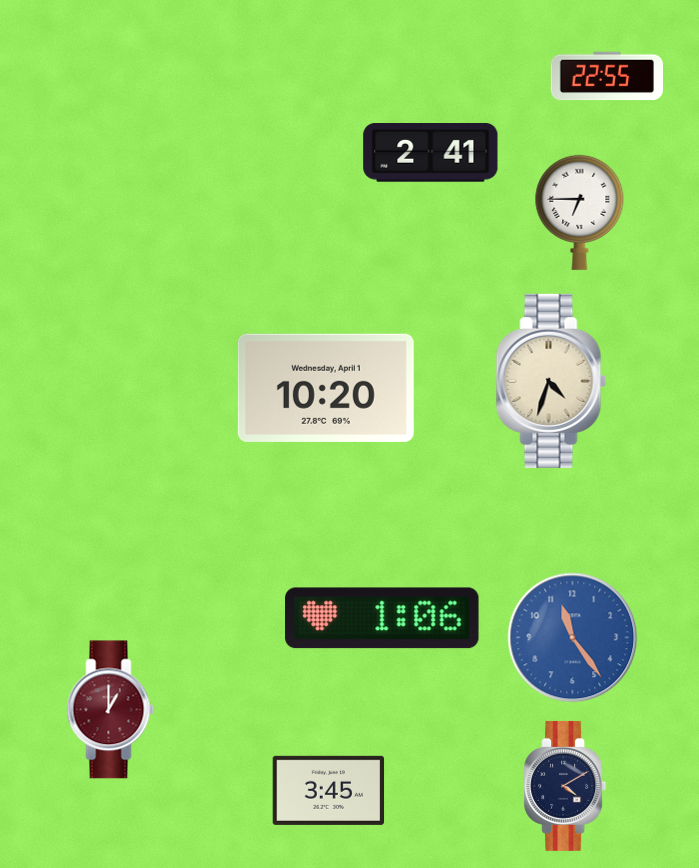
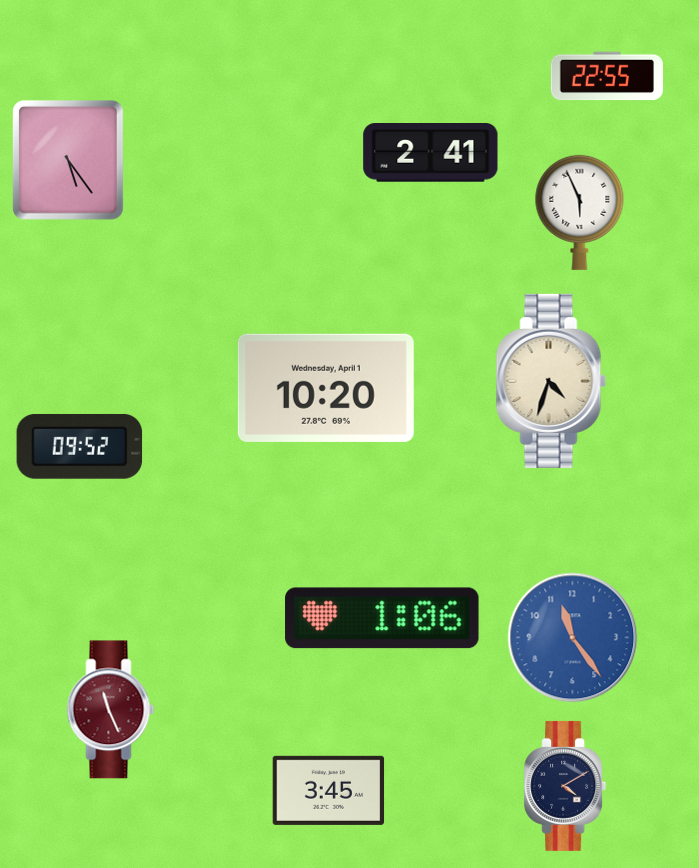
clock at (68, 160): none -> 5:24
clock at (580, 212): 6:45 -> 5:56
clock at (80, 446): none -> 09:52
clock at (111, 710): 1:00 -> 11:26
